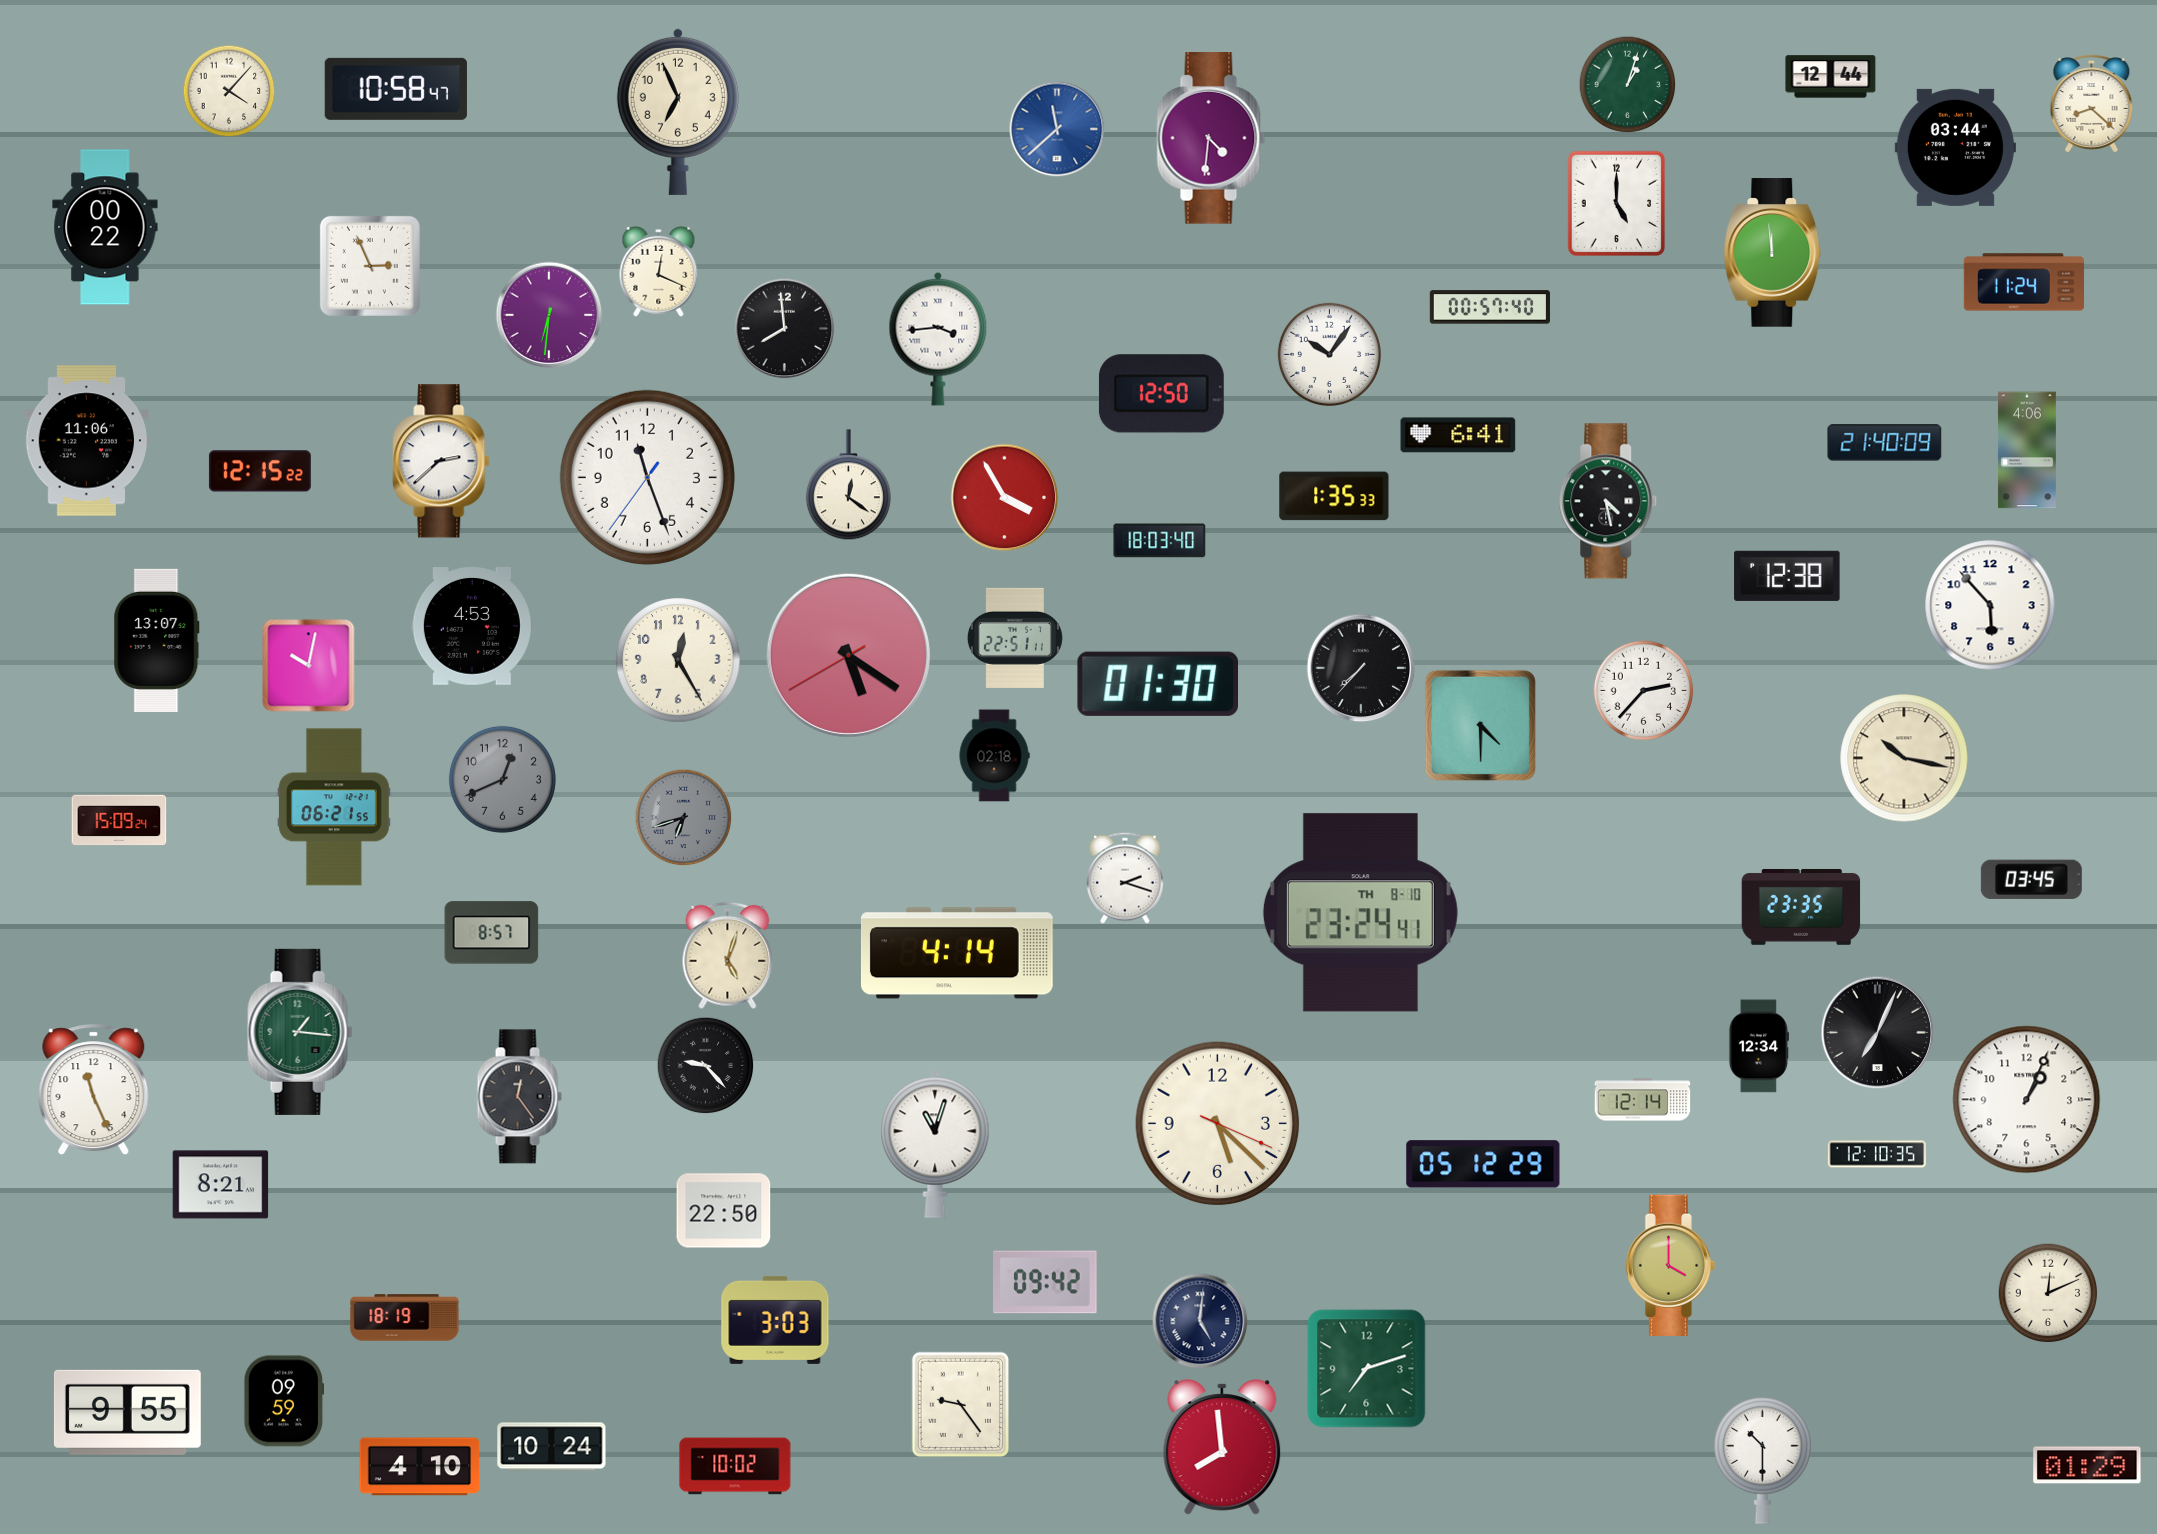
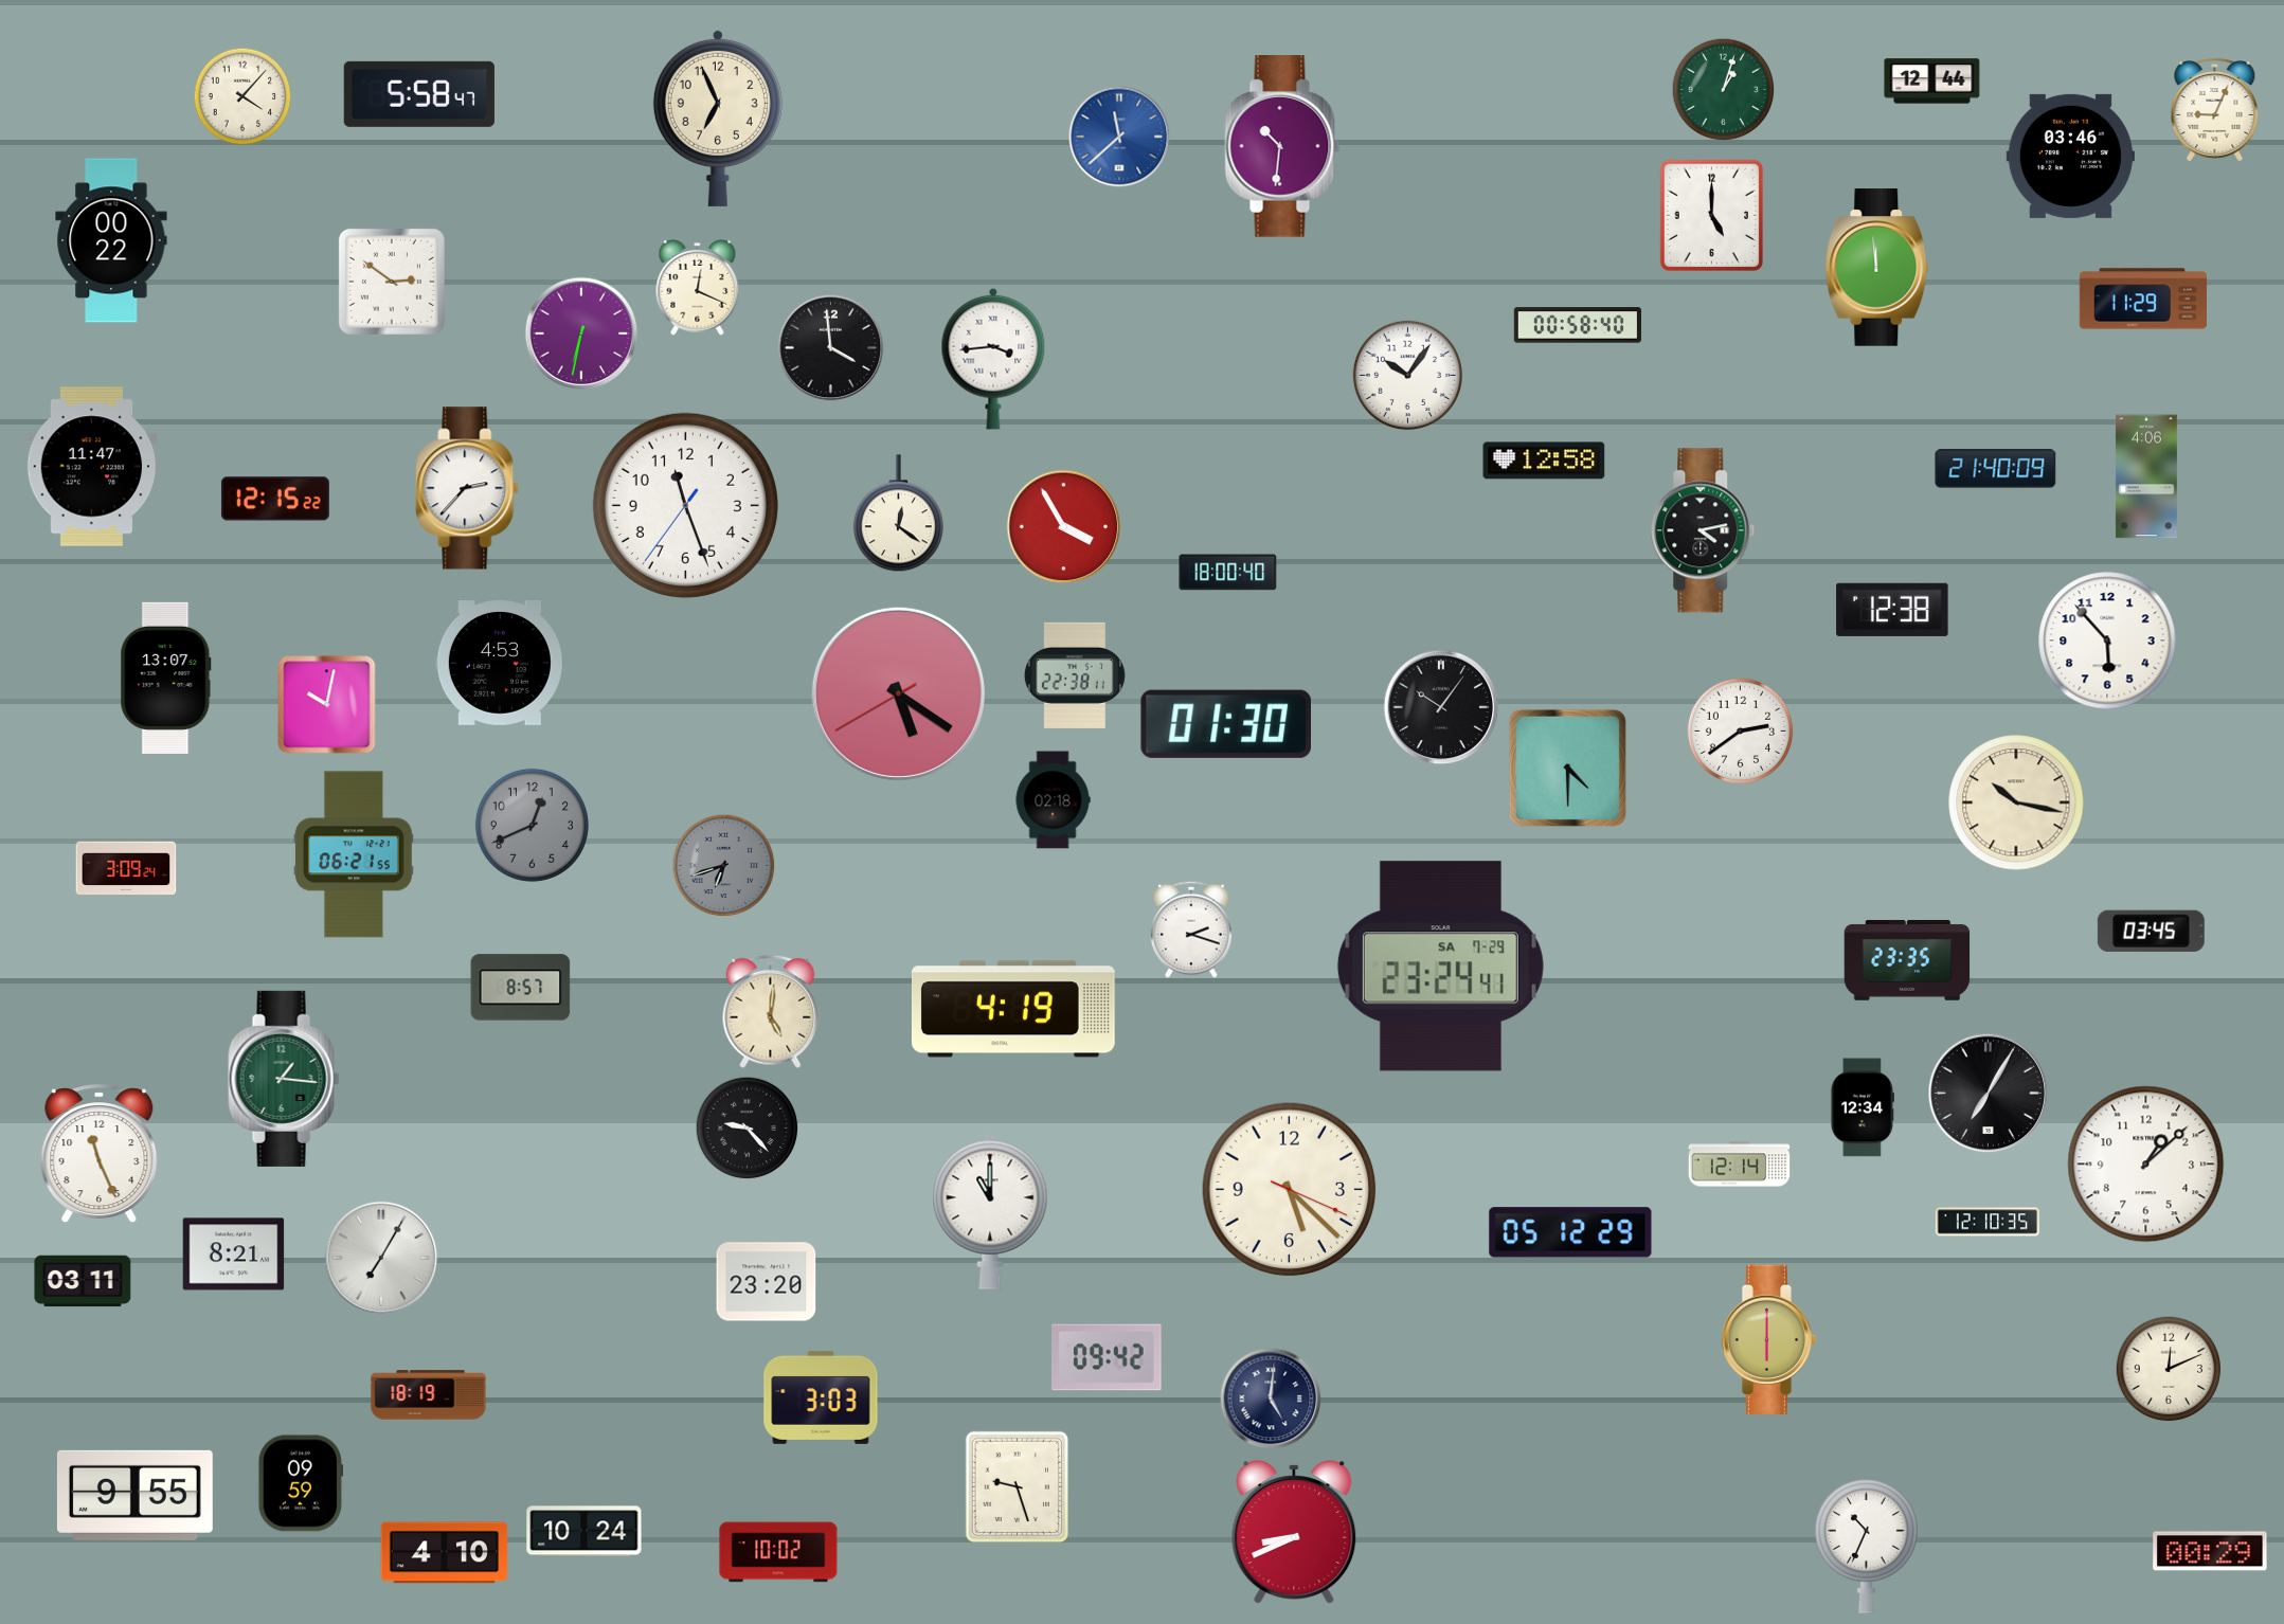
clock at (1831, 77) position: (1831, 77) -> (1932, 82)
clock at (396, 89): 10:58 -> 5:58
clock at (2092, 104): 8:22 -> 9:04
clock at (1211, 138): 4:31 -> 10:31
clock at (1955, 147): 03:44 -> 03:46
clock at (370, 266): 2:56 -> 2:51
clock at (2023, 282): 11:24 -> 11:29
clock at (1490, 307): 00:57 -> 00:58
clock at (549, 315): 6:31 -> 6:32
clock at (785, 329): 7:59 -> 3:59
clock at (1161, 394): 12:50 -> none
clock at (1458, 435): 6:41 -> 12:58
clock at (87, 441): 11:06 -> 11:47
clock at (441, 461): 2:38 -> 2:37
clock at (1334, 496): 1:35 -> none
clock at (1608, 501): 4:28 -> 4:13
clock at (1160, 541): 18:03 -> 18:00
clock at (1015, 638): 22:51 -> 22:38
clock at (678, 660): 12:25 -> none
clock at (1361, 668): 7:37 -> 10:06
clock at (1644, 691): 2:37 -> 2:39
clock at (119, 820): 15:09 -> 3:09
clock at (1360, 913) date: TH 8-10 -> SA 7-29
clock at (957, 953): 4:14 -> 4:19
clock at (728, 956): 5:03 -> 5:01
clock at (300, 1032) position: (300, 1032) -> (284, 1079)
clock at (1878, 1033): 7:04 -> 7:05
clock at (519, 1097): 12:24 -> none
clock at (2027, 1100): 1:04 -> 1:08
clock at (935, 1144): 11:03 -> 11:00
clock at (381, 1258): none -> 7:05
clock at (83, 1281): none -> 03:11
clock at (724, 1211): 22:50 -> 23:20
clock at (1671, 1266): 4:00 -> 6:00
clock at (1367, 1369): 7:12 -> none
clock at (960, 1405): 9:24 -> 9:27
clock at (1222, 1447): 7:59 -> 8:41
clock at (1763, 1460): 10:30 -> 10:34
clock at (2087, 1465): 01:29 -> 00:29
